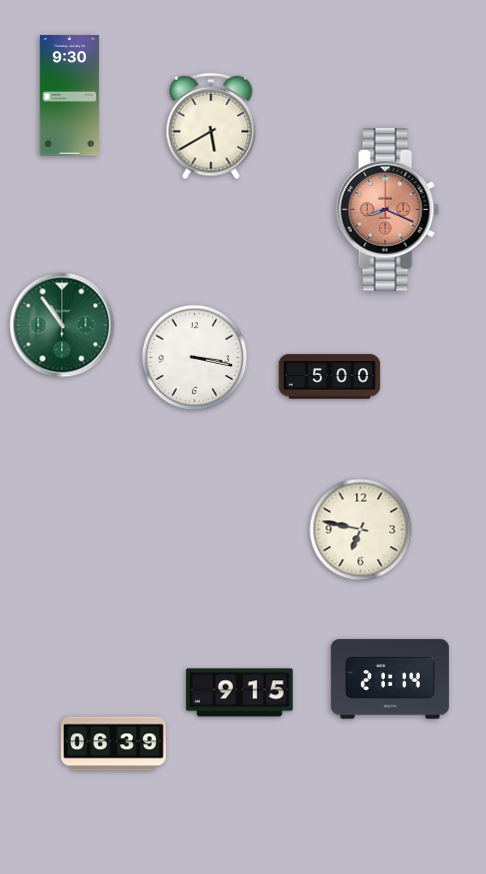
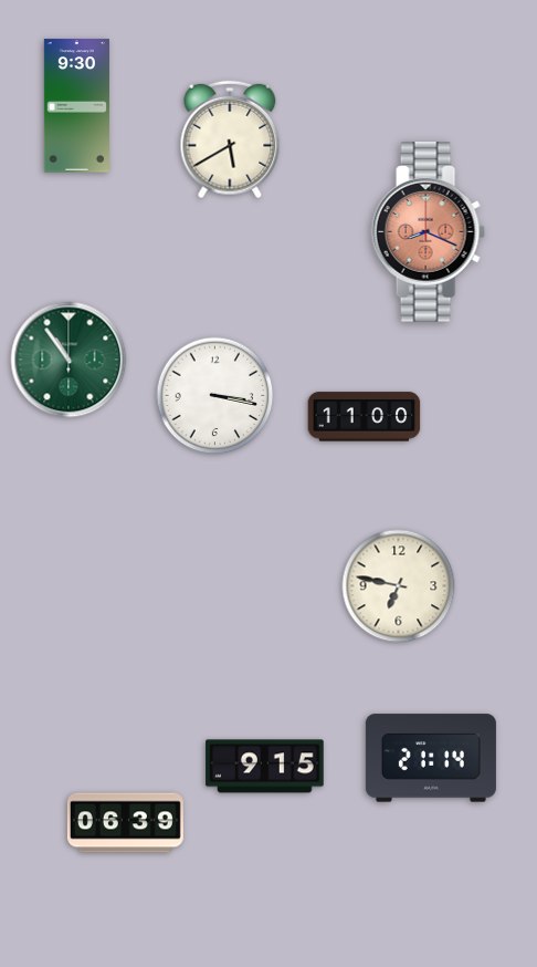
clock at (211, 126) position: (211, 126) -> (230, 139)
clock at (330, 377): 5:00 -> 11:00
clock at (390, 679) position: (390, 679) -> (431, 758)
